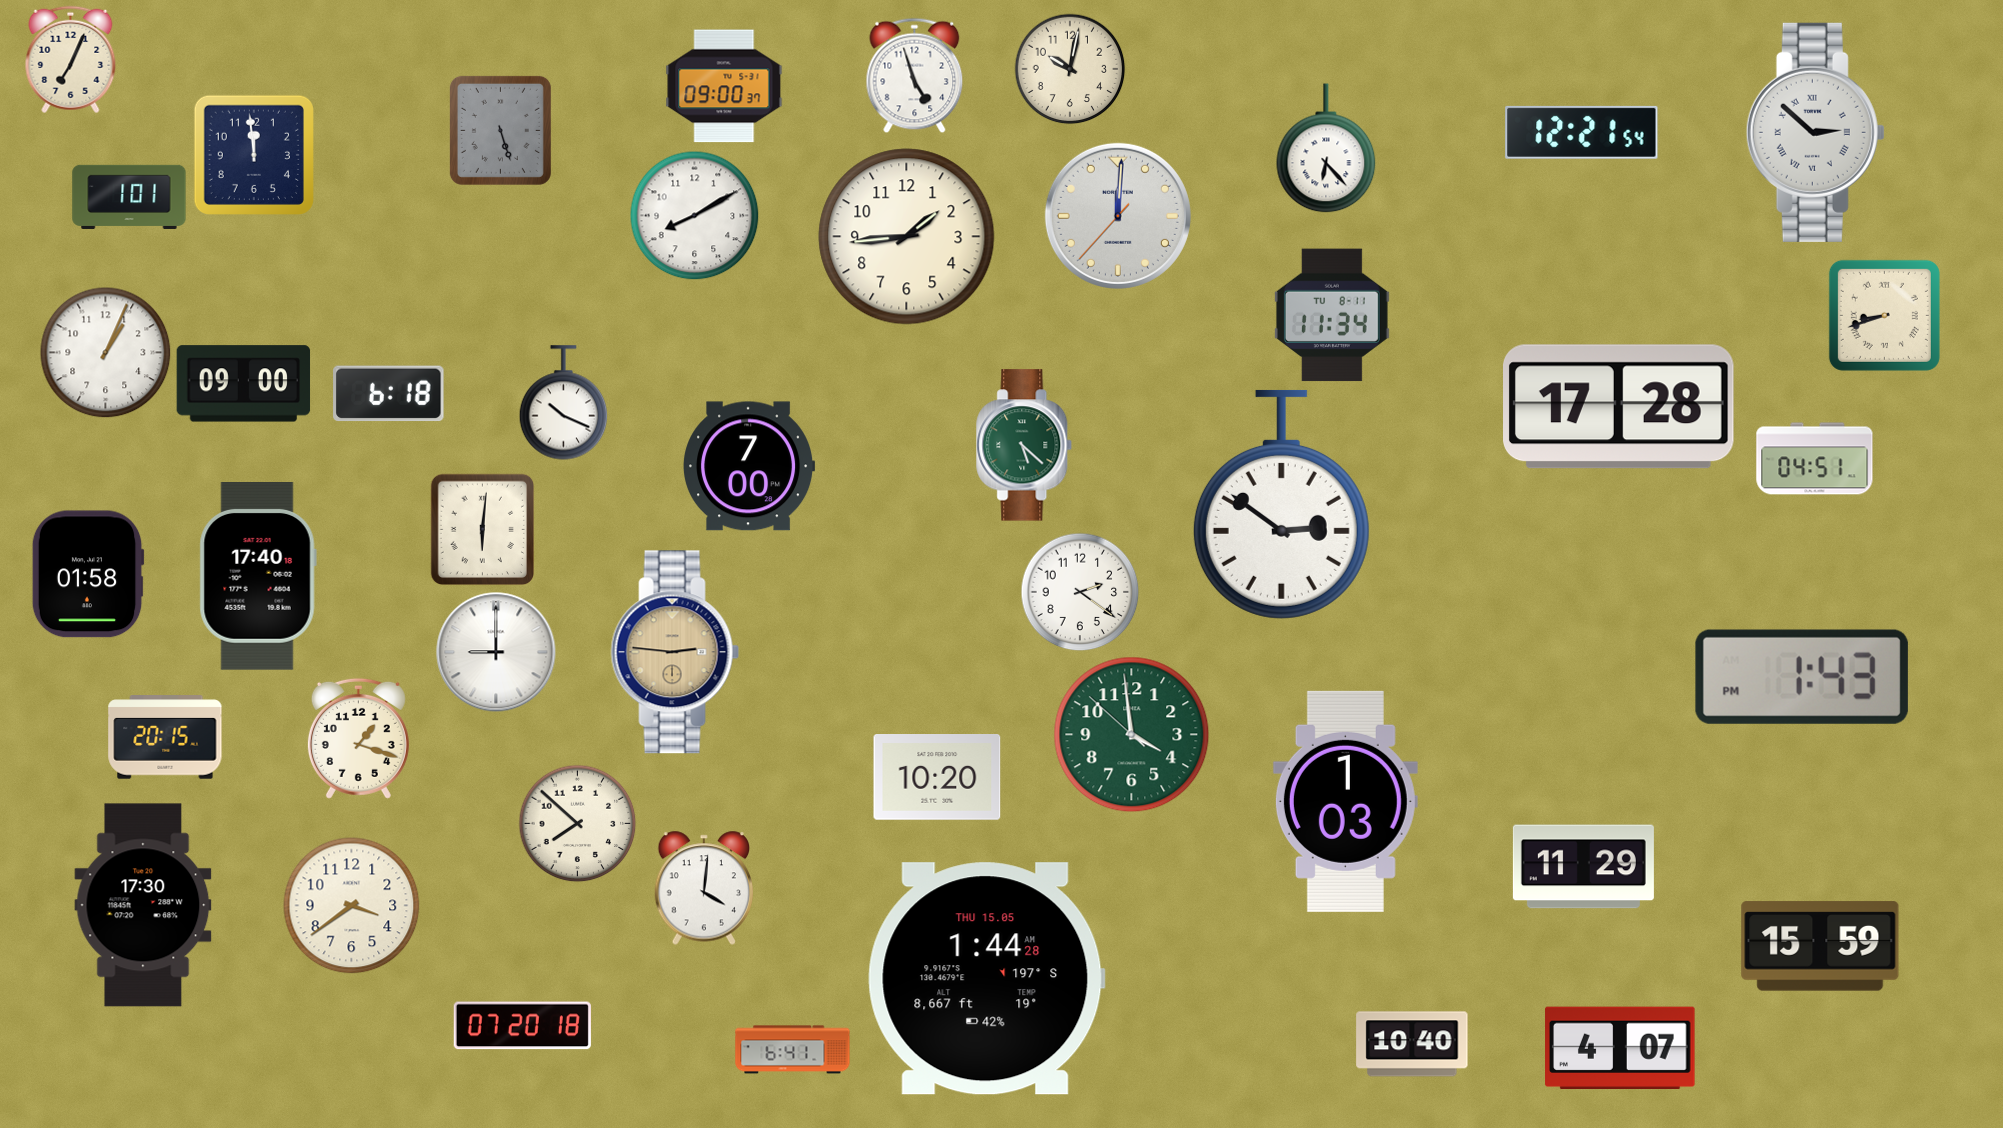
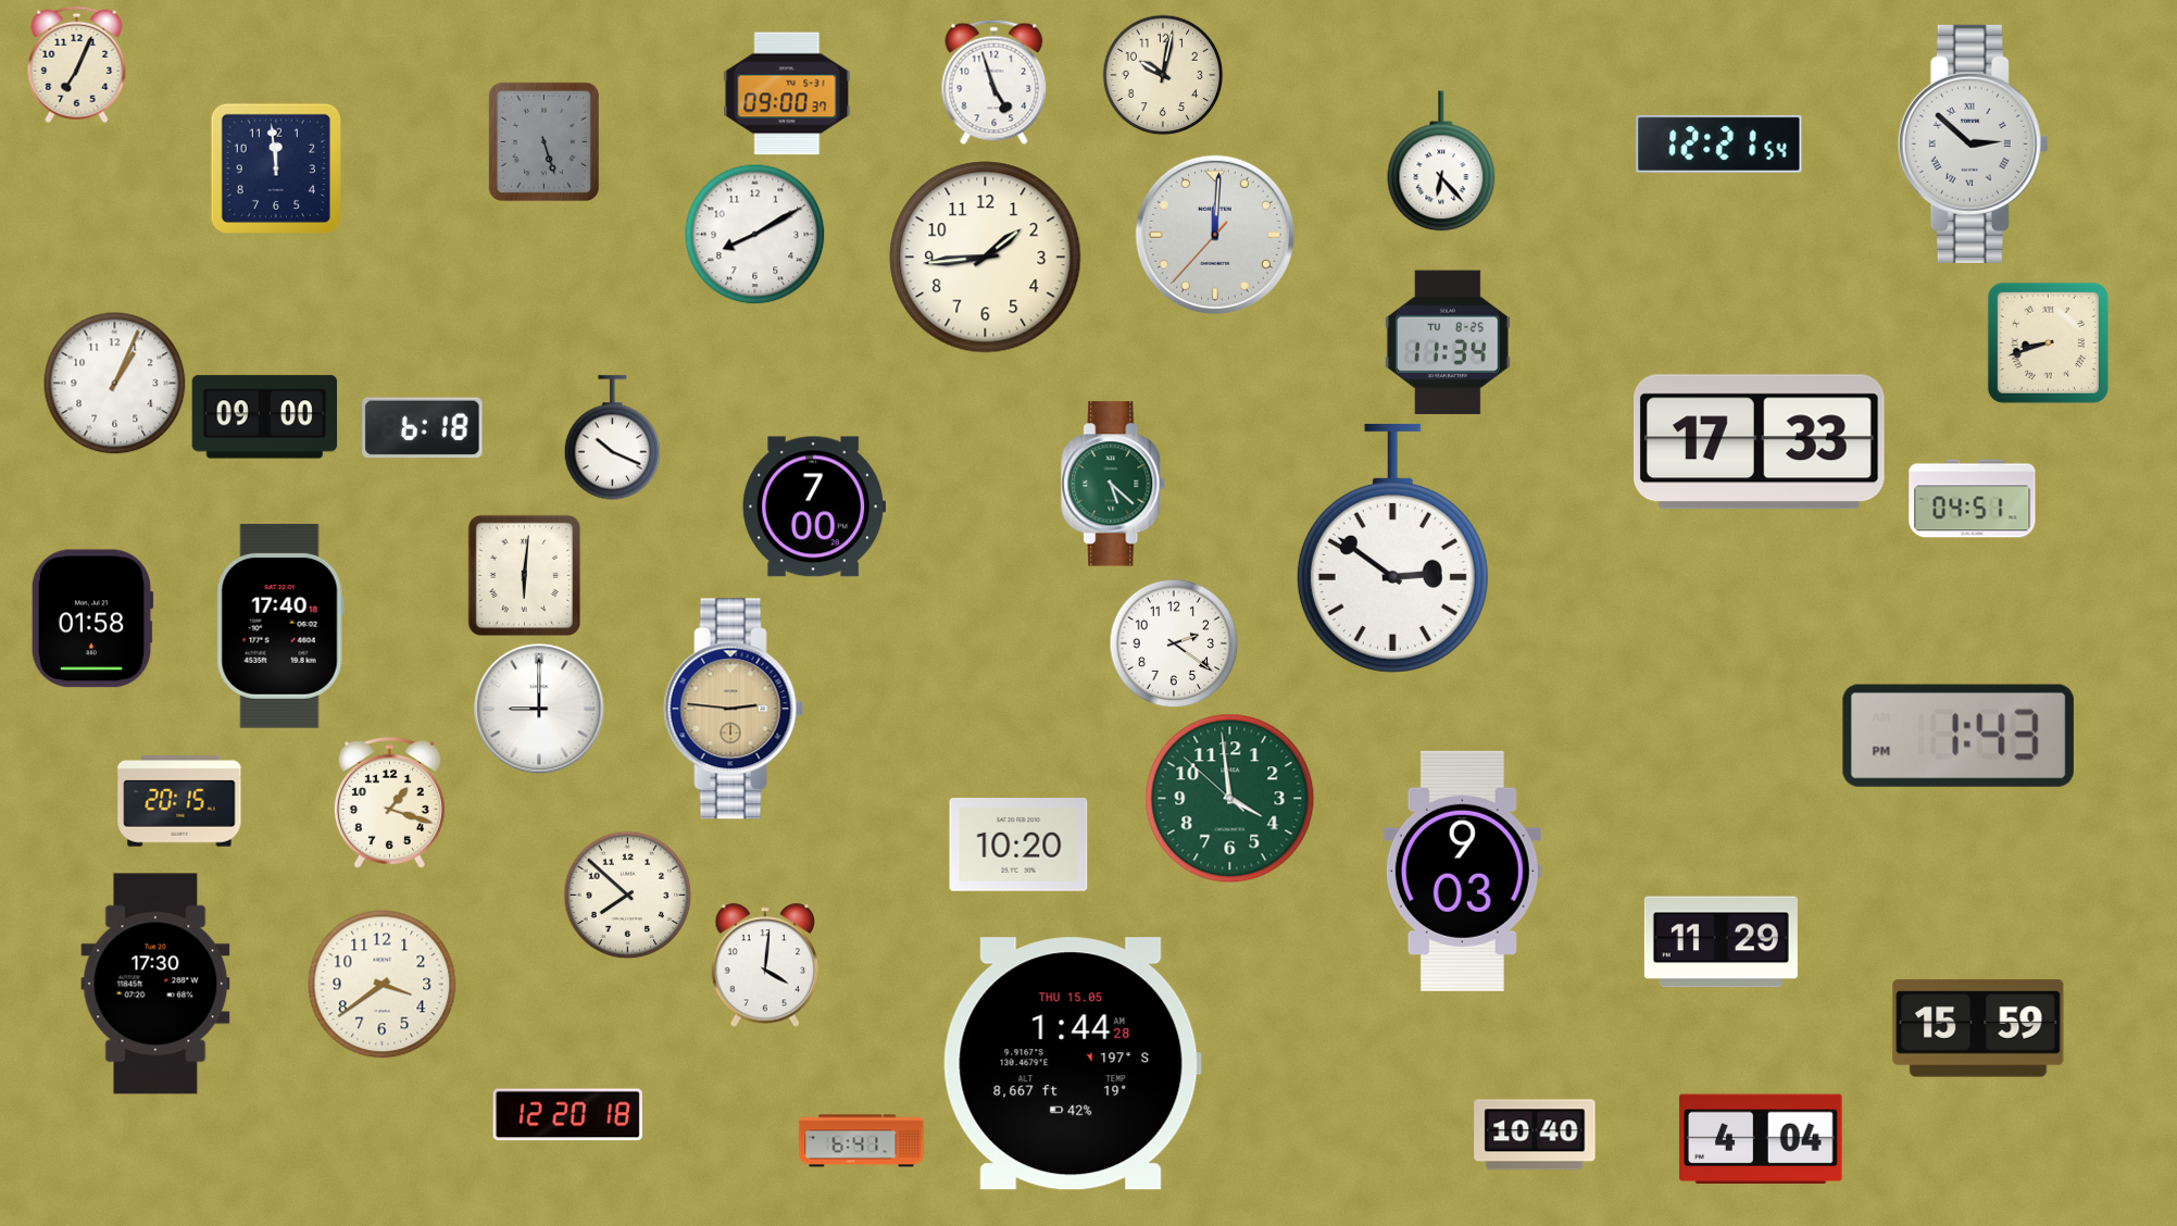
clock at (129, 196): 1:01 -> none
clock at (1332, 315) date: TU 8-11 -> TU 8-25
clock at (1619, 407): 17:28 -> 17:33
clock at (88, 574) position: (88, 574) -> (92, 618)
clock at (1345, 801): 1:03 -> 9:03
clock at (522, 1026): 07:20 -> 12:20
clock at (1620, 1047): 4:07 -> 4:04
